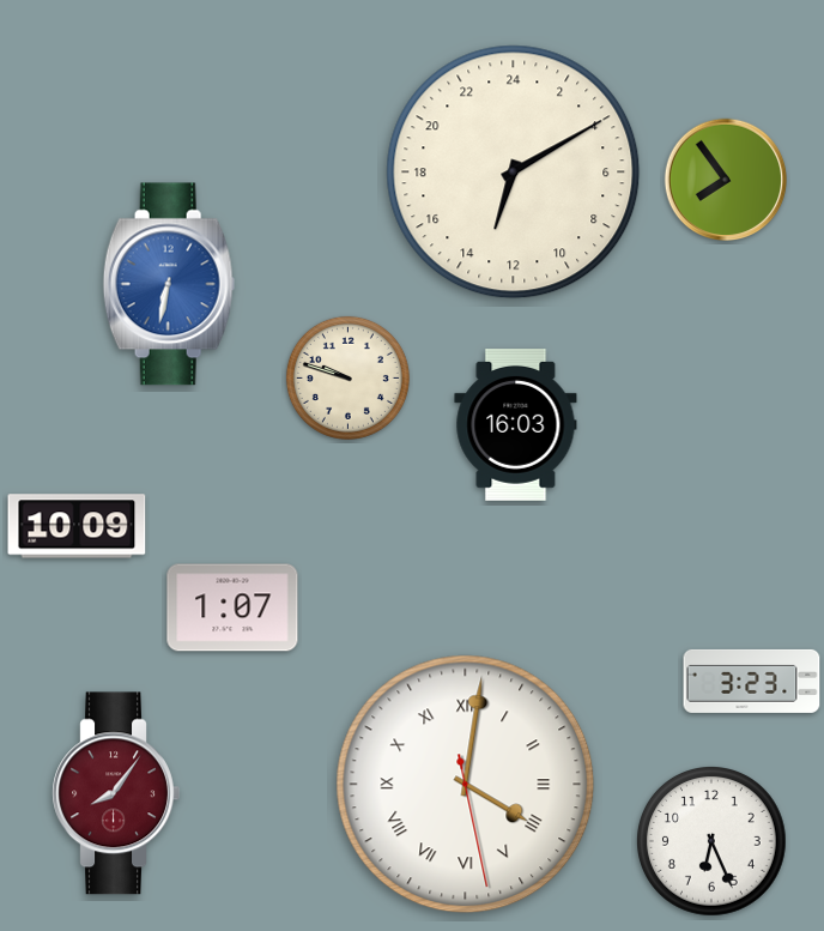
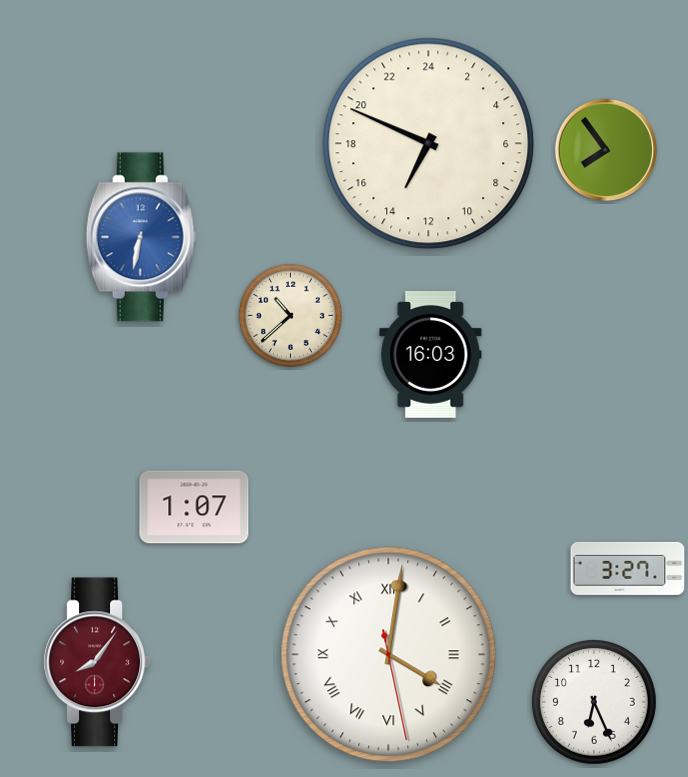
clock at (514, 173): 13:10 -> 13:49
clock at (347, 377): 9:48 -> 10:38
clock at (77, 526): 10:09 -> none
clock at (752, 681): 3:23 -> 3:27
